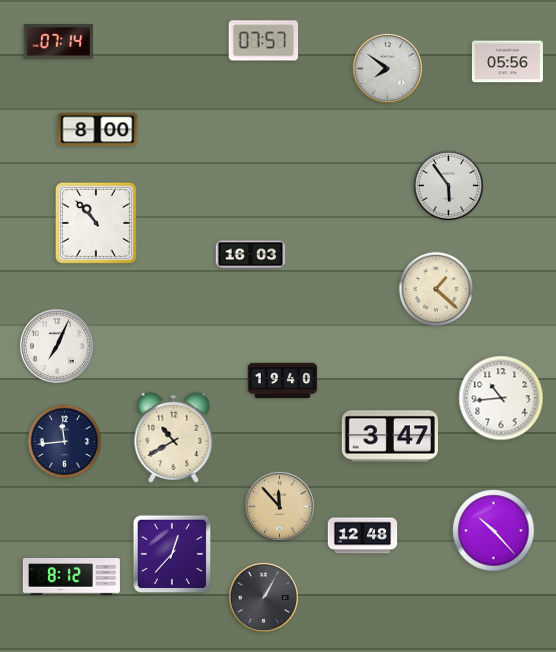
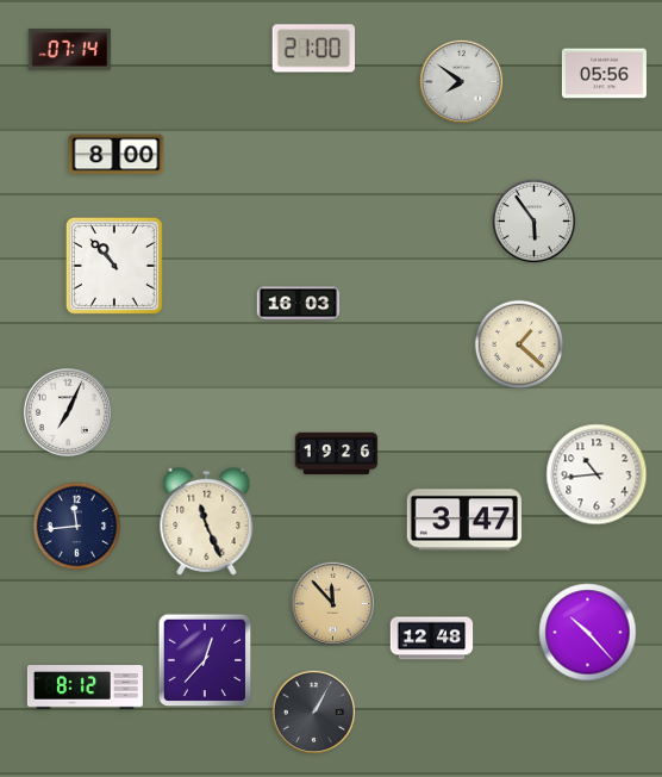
clock at (264, 41): 07:57 -> 21:00
clock at (283, 381): 19:40 -> 19:26
clock at (174, 437): 10:40 -> 11:26
